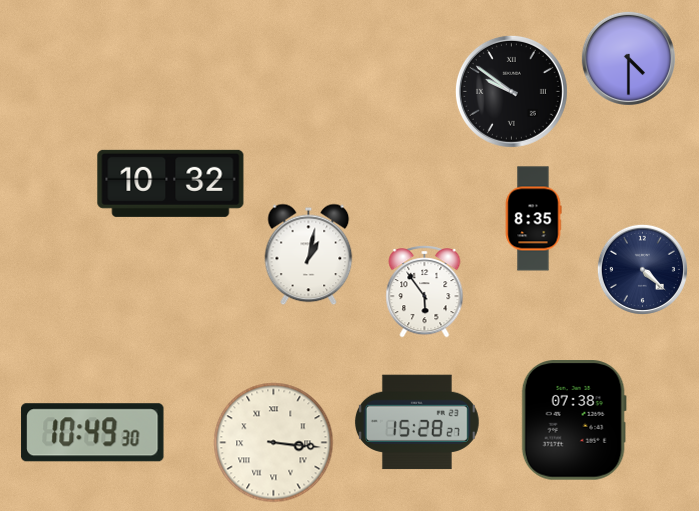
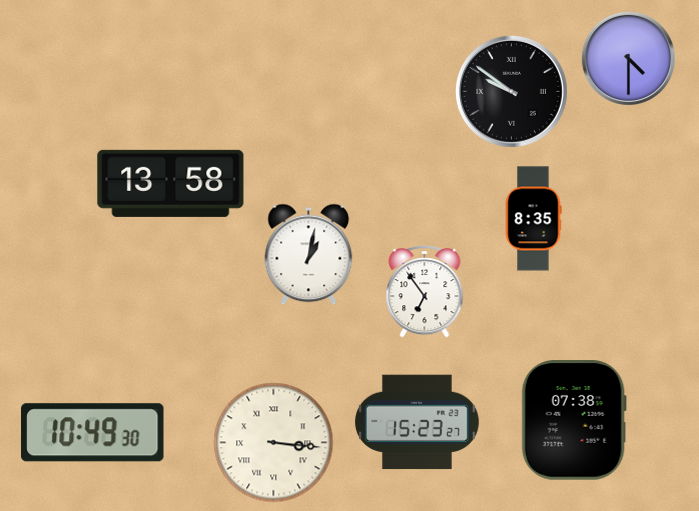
clock at (171, 183): 10:32 -> 13:58
clock at (642, 269): 4:22 -> none
clock at (425, 292): 5:54 -> 6:54
clock at (417, 422): 15:28 -> 15:23
